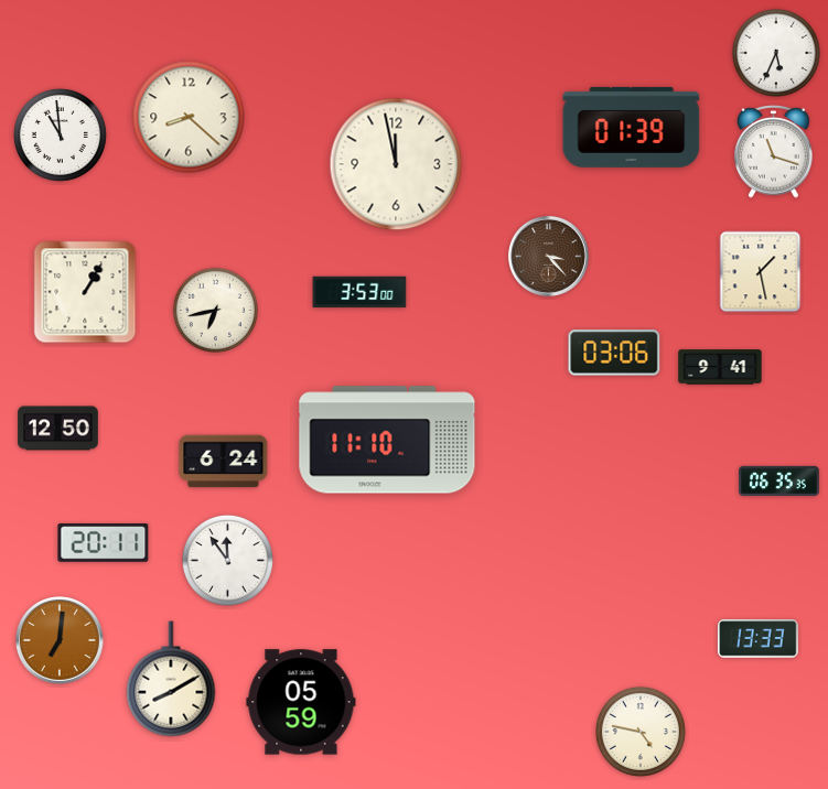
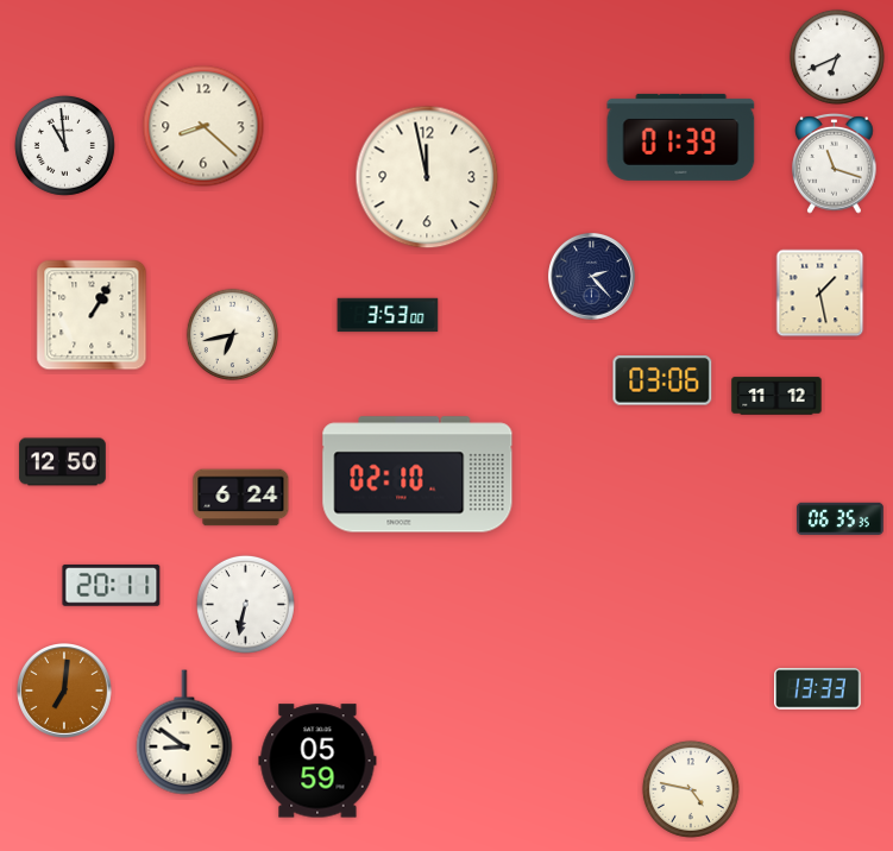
clock at (776, 53): 5:34 -> 6:41
clock at (548, 256): 3:23 -> 2:23
clock at (548, 256) dial: brown -> navy
clock at (720, 367): 9:41 -> 11:12
clock at (387, 440): 11:10 -> 02:10
clock at (227, 560): 11:54 -> 6:32
clock at (171, 679): 8:10 -> 8:51
clock at (301, 702) position: (301, 702) -> (317, 761)
